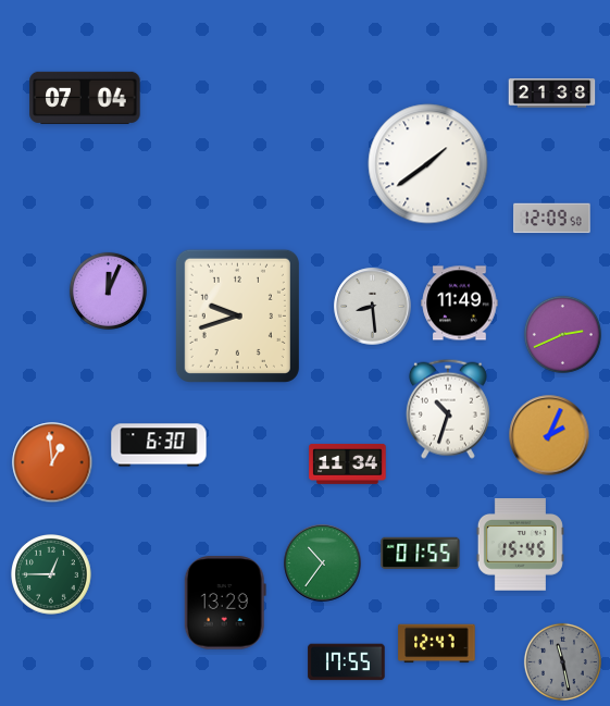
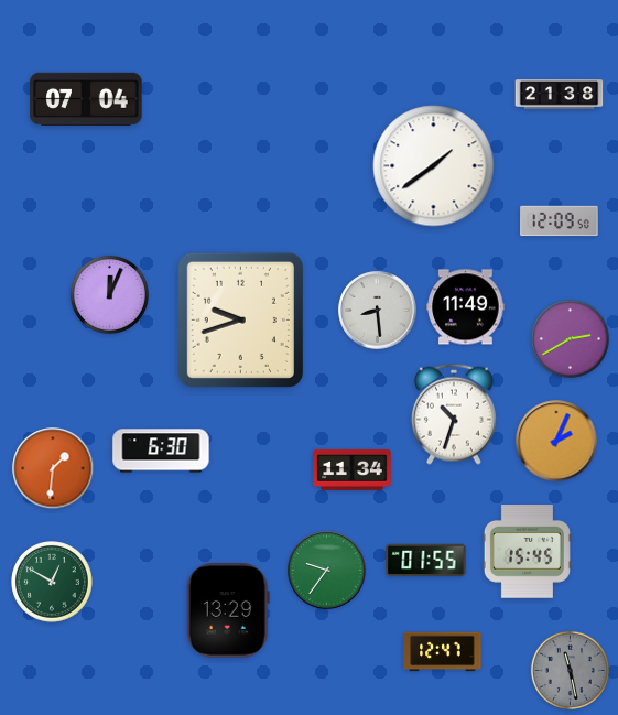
clock at (562, 334): 2:41 -> 2:40
clock at (52, 462): 12:59 -> 1:31
clock at (323, 563): 10:36 -> 9:36
clock at (52, 575): 12:45 -> 12:50
clock at (347, 662): 17:55 -> none
